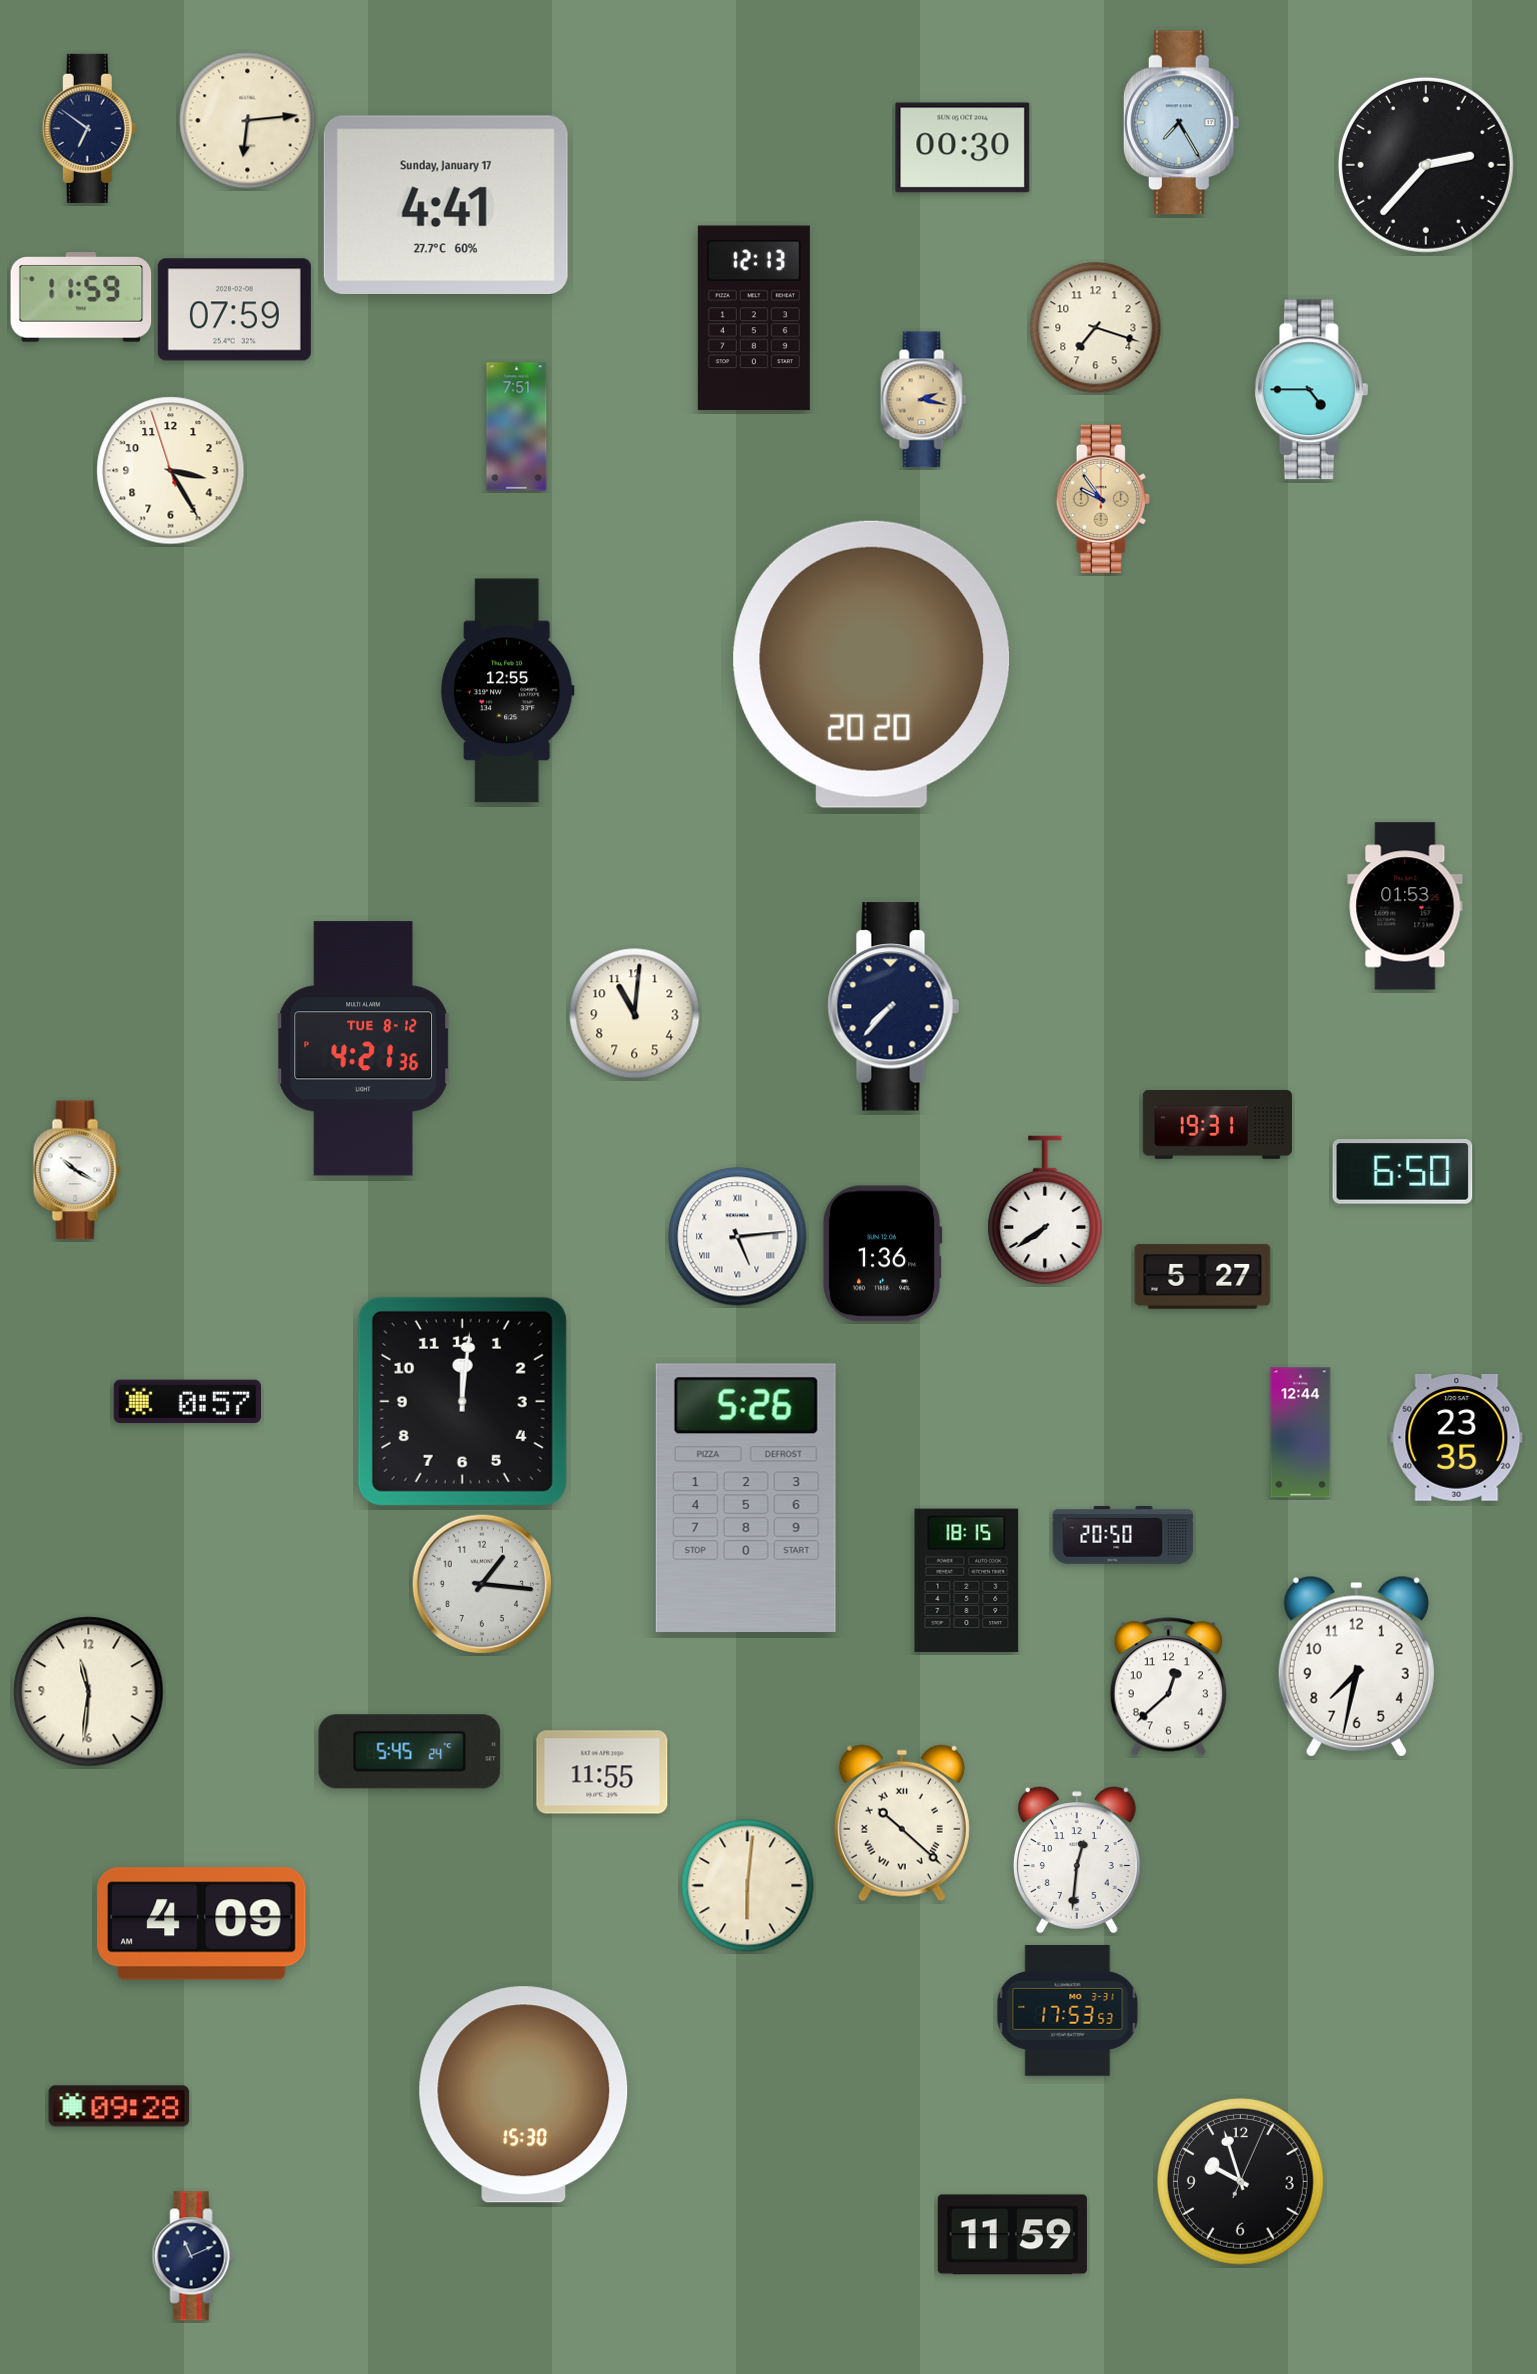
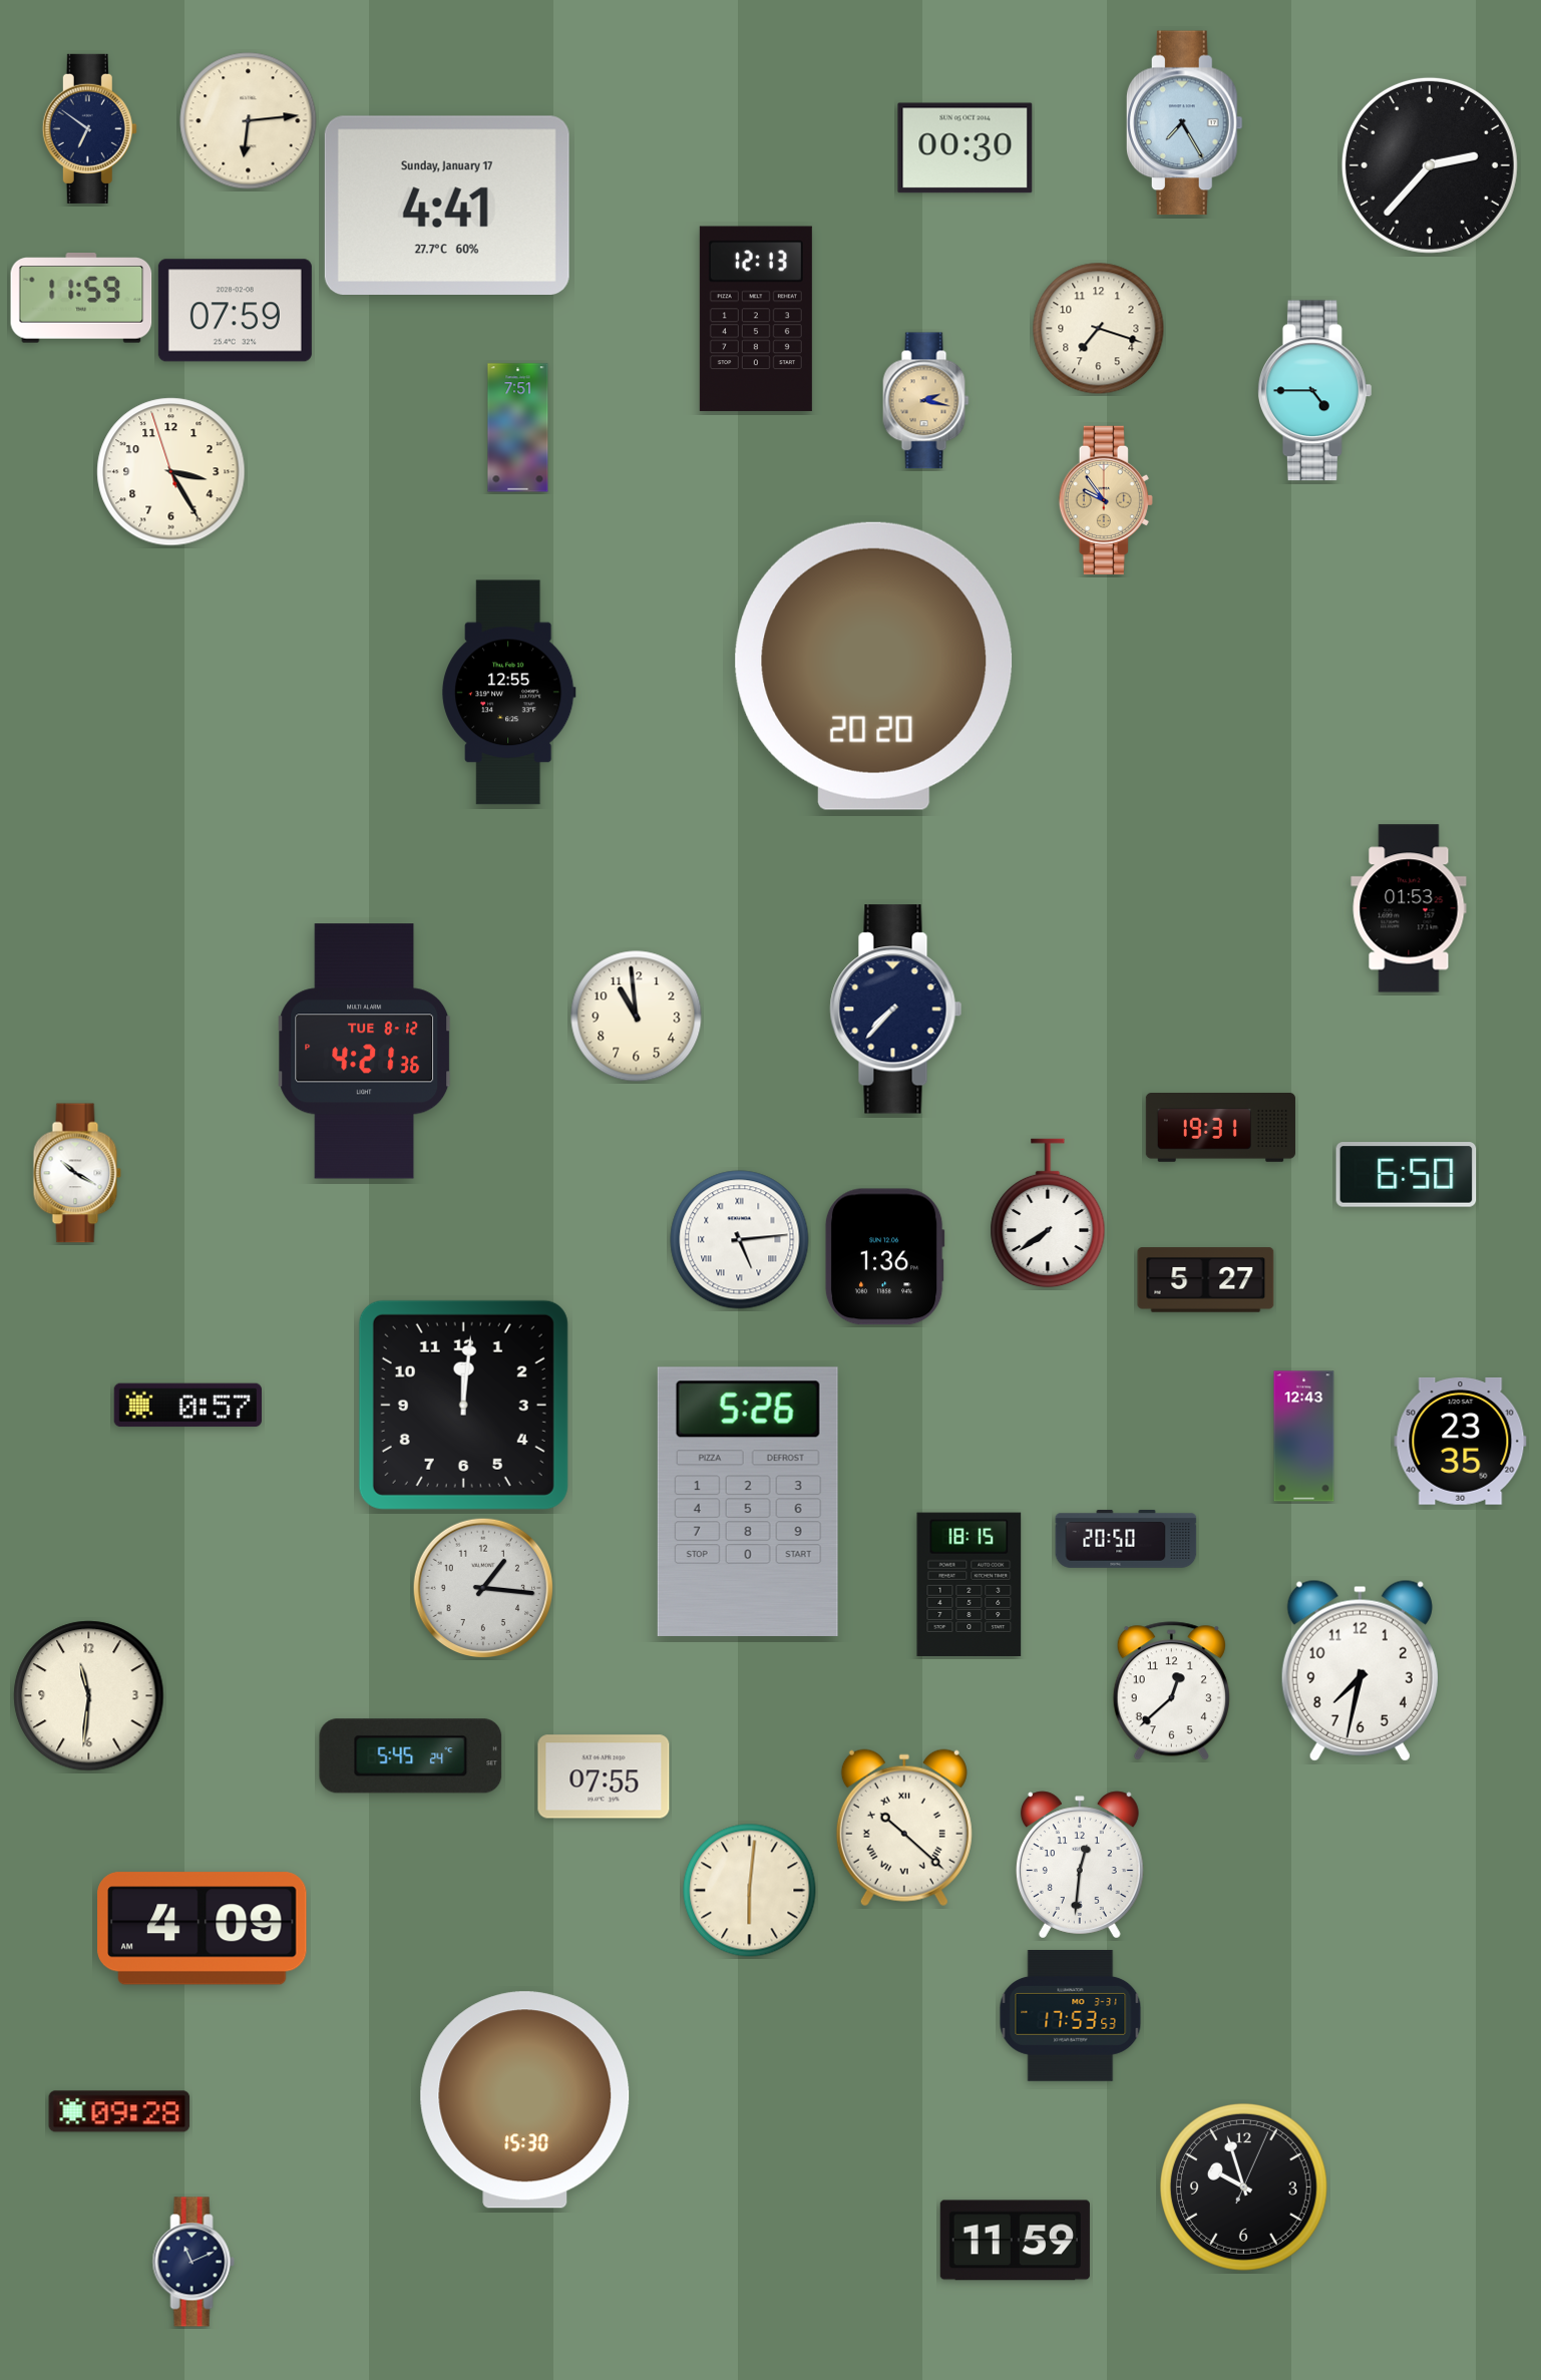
clock at (635, 1014): 11:01 -> 10:59
clock at (1301, 1433): 12:44 -> 12:43
clock at (602, 1772): 11:55 -> 07:55
